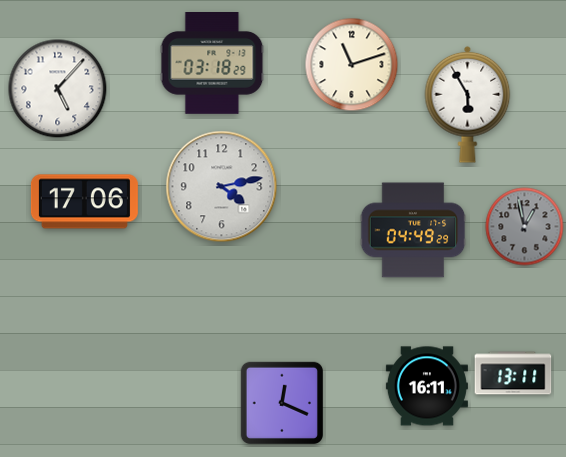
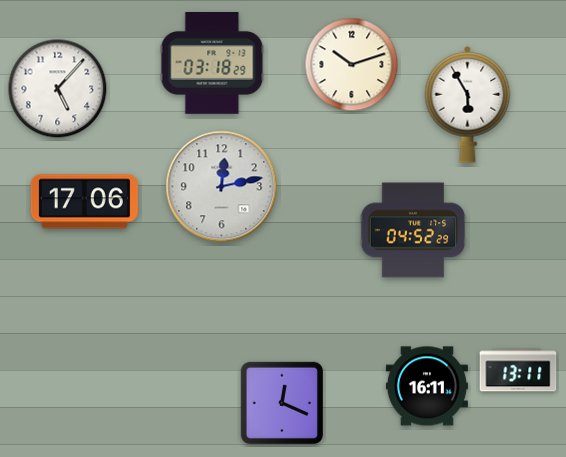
clock at (352, 65): 11:12 -> 10:12
clock at (222, 187): 4:13 -> 12:13
clock at (525, 227): 12:58 -> none
clock at (413, 230): 04:49 -> 04:52
clock at (513, 373) position: (513, 373) -> (518, 370)
